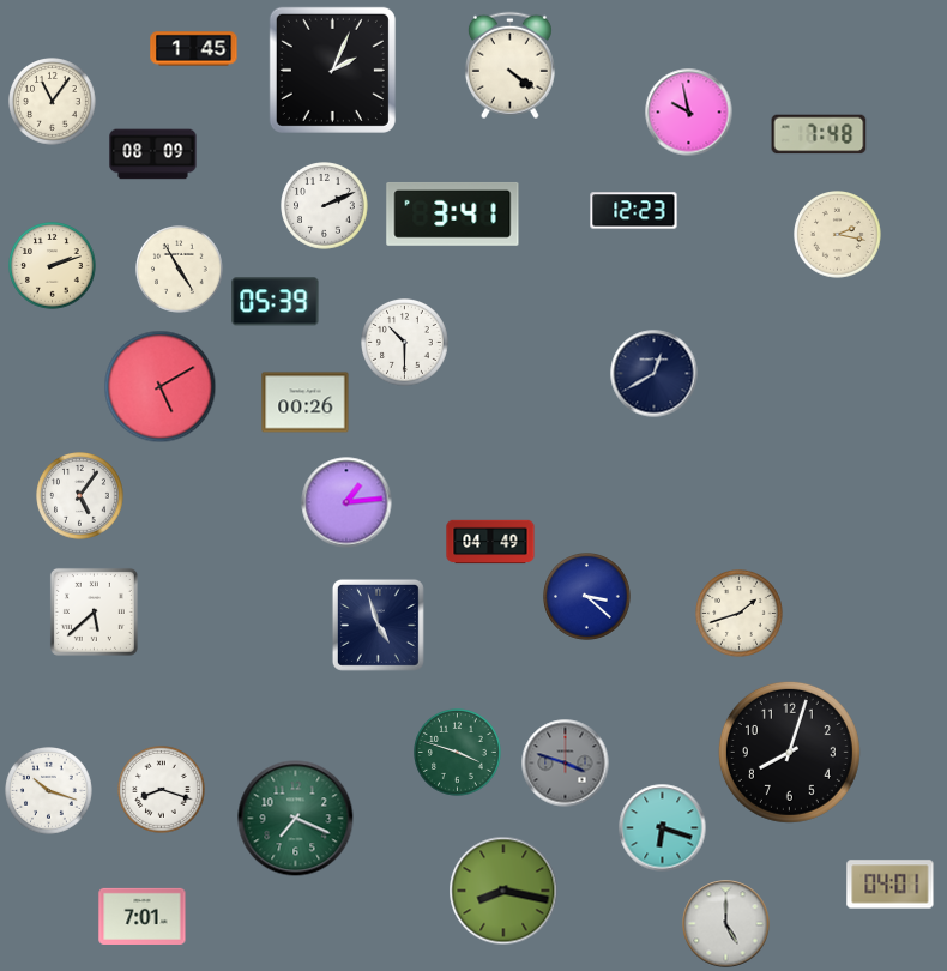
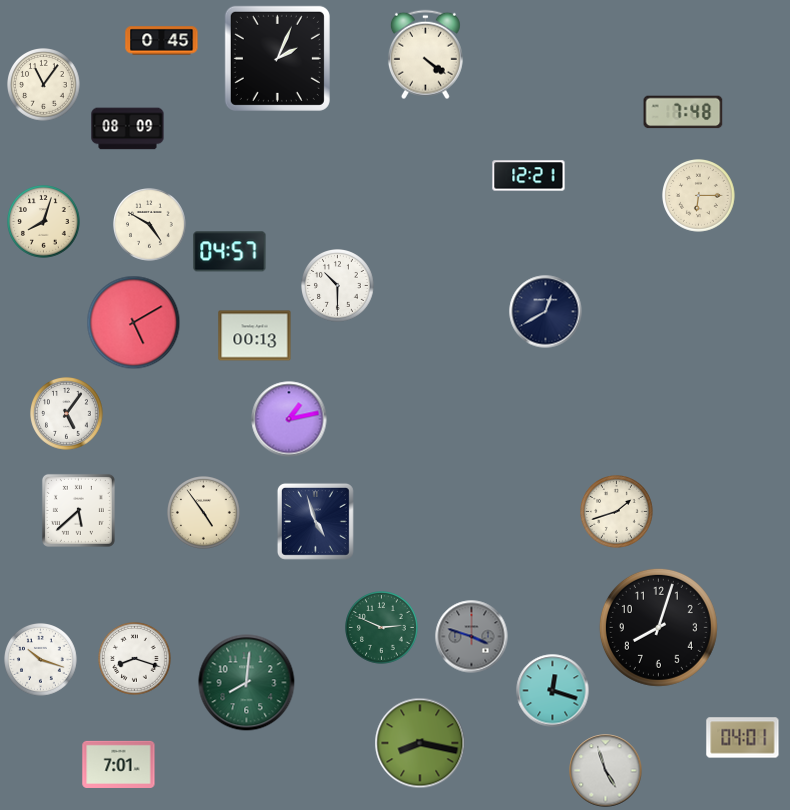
clock at (194, 49): 1:45 -> 0:45
clock at (689, 113): 9:58 -> none
clock at (325, 206): 2:11 -> none
clock at (634, 211): 12:23 -> 12:21
clock at (453, 213): 3:41 -> none
clock at (838, 235): 2:17 -> 6:15
clock at (53, 266): 2:12 -> 8:03
clock at (180, 270): 4:55 -> 4:50
clock at (276, 302): 05:39 -> 04:57
clock at (306, 403): 00:26 -> 00:13
clock at (346, 502): 1:14 -> 1:13
clock at (490, 542): 04:49 -> none
clock at (587, 597): 3:22 -> none
clock at (204, 513): none -> 4:54
clock at (458, 753): 3:48 -> 2:49
clock at (296, 819): 7:19 -> 8:01
clock at (663, 828): 6:18 -> 12:18
clock at (726, 924): 5:00 -> 4:57
